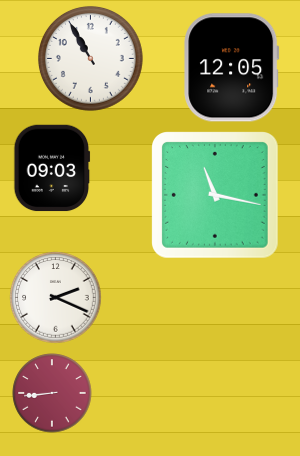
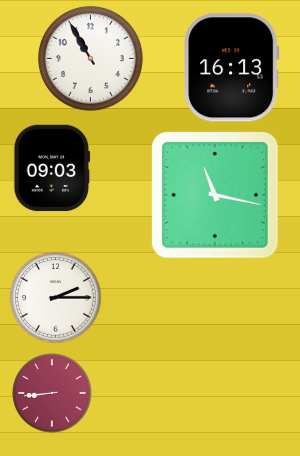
clock at (232, 68): 12:05 -> 16:13
clock at (56, 298): 2:19 -> 2:15
